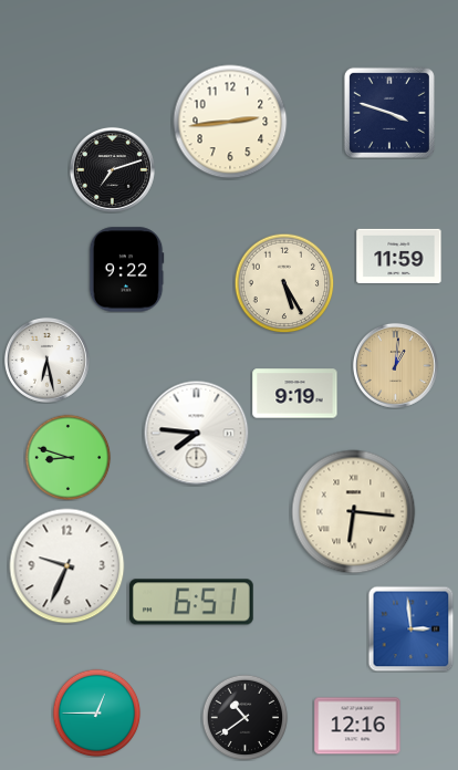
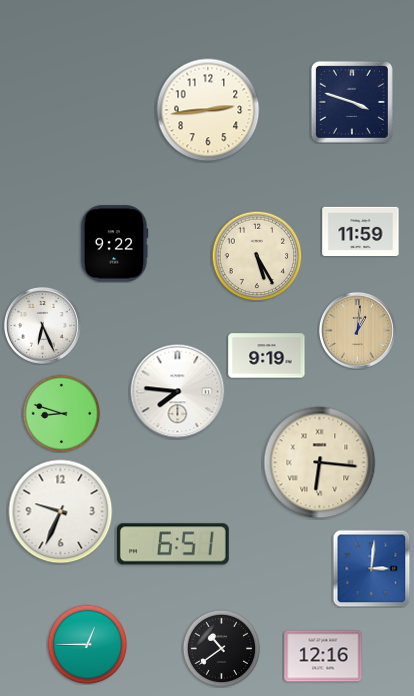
clock at (112, 169): 7:12 -> none
clock at (46, 360): 6:28 -> 6:26
clock at (410, 628): 2:59 -> 3:01
